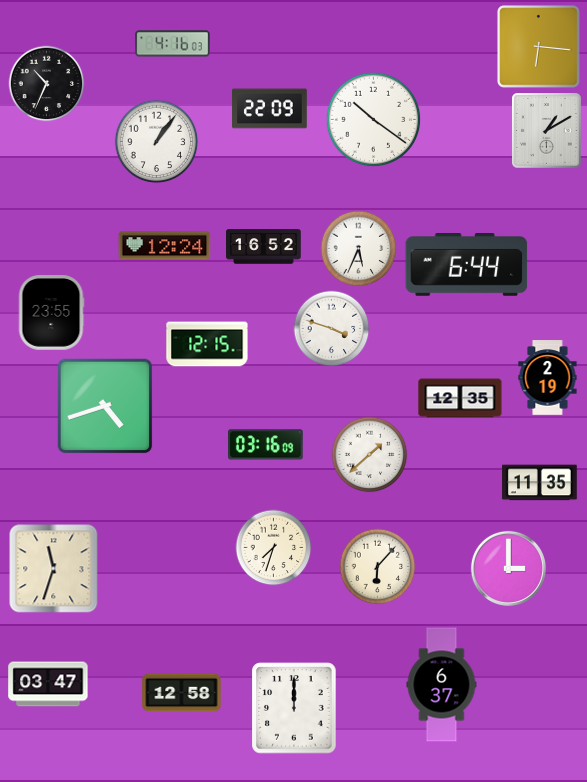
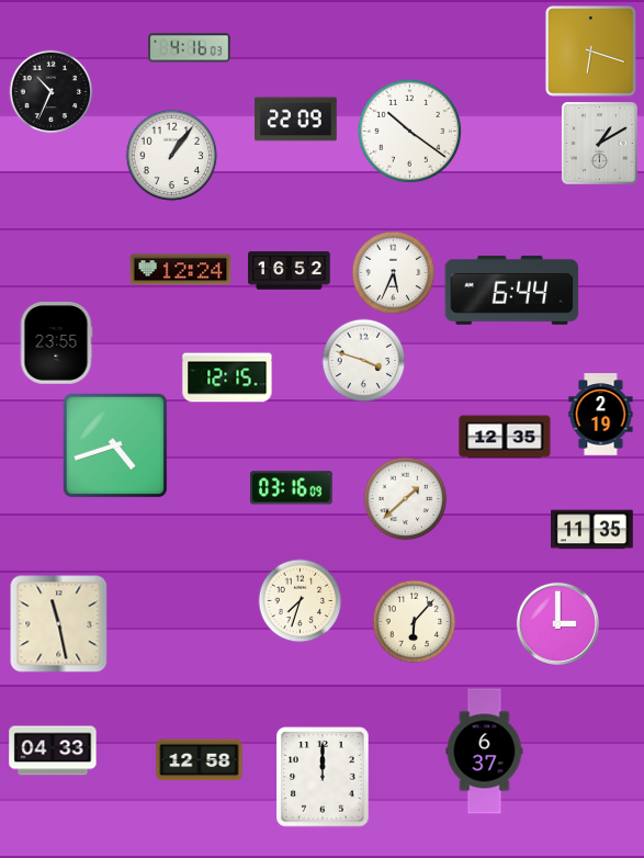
clock at (539, 47): 6:16 -> 6:18
clock at (54, 569): 11:33 -> 11:28
clock at (48, 684): 03:47 -> 04:33
